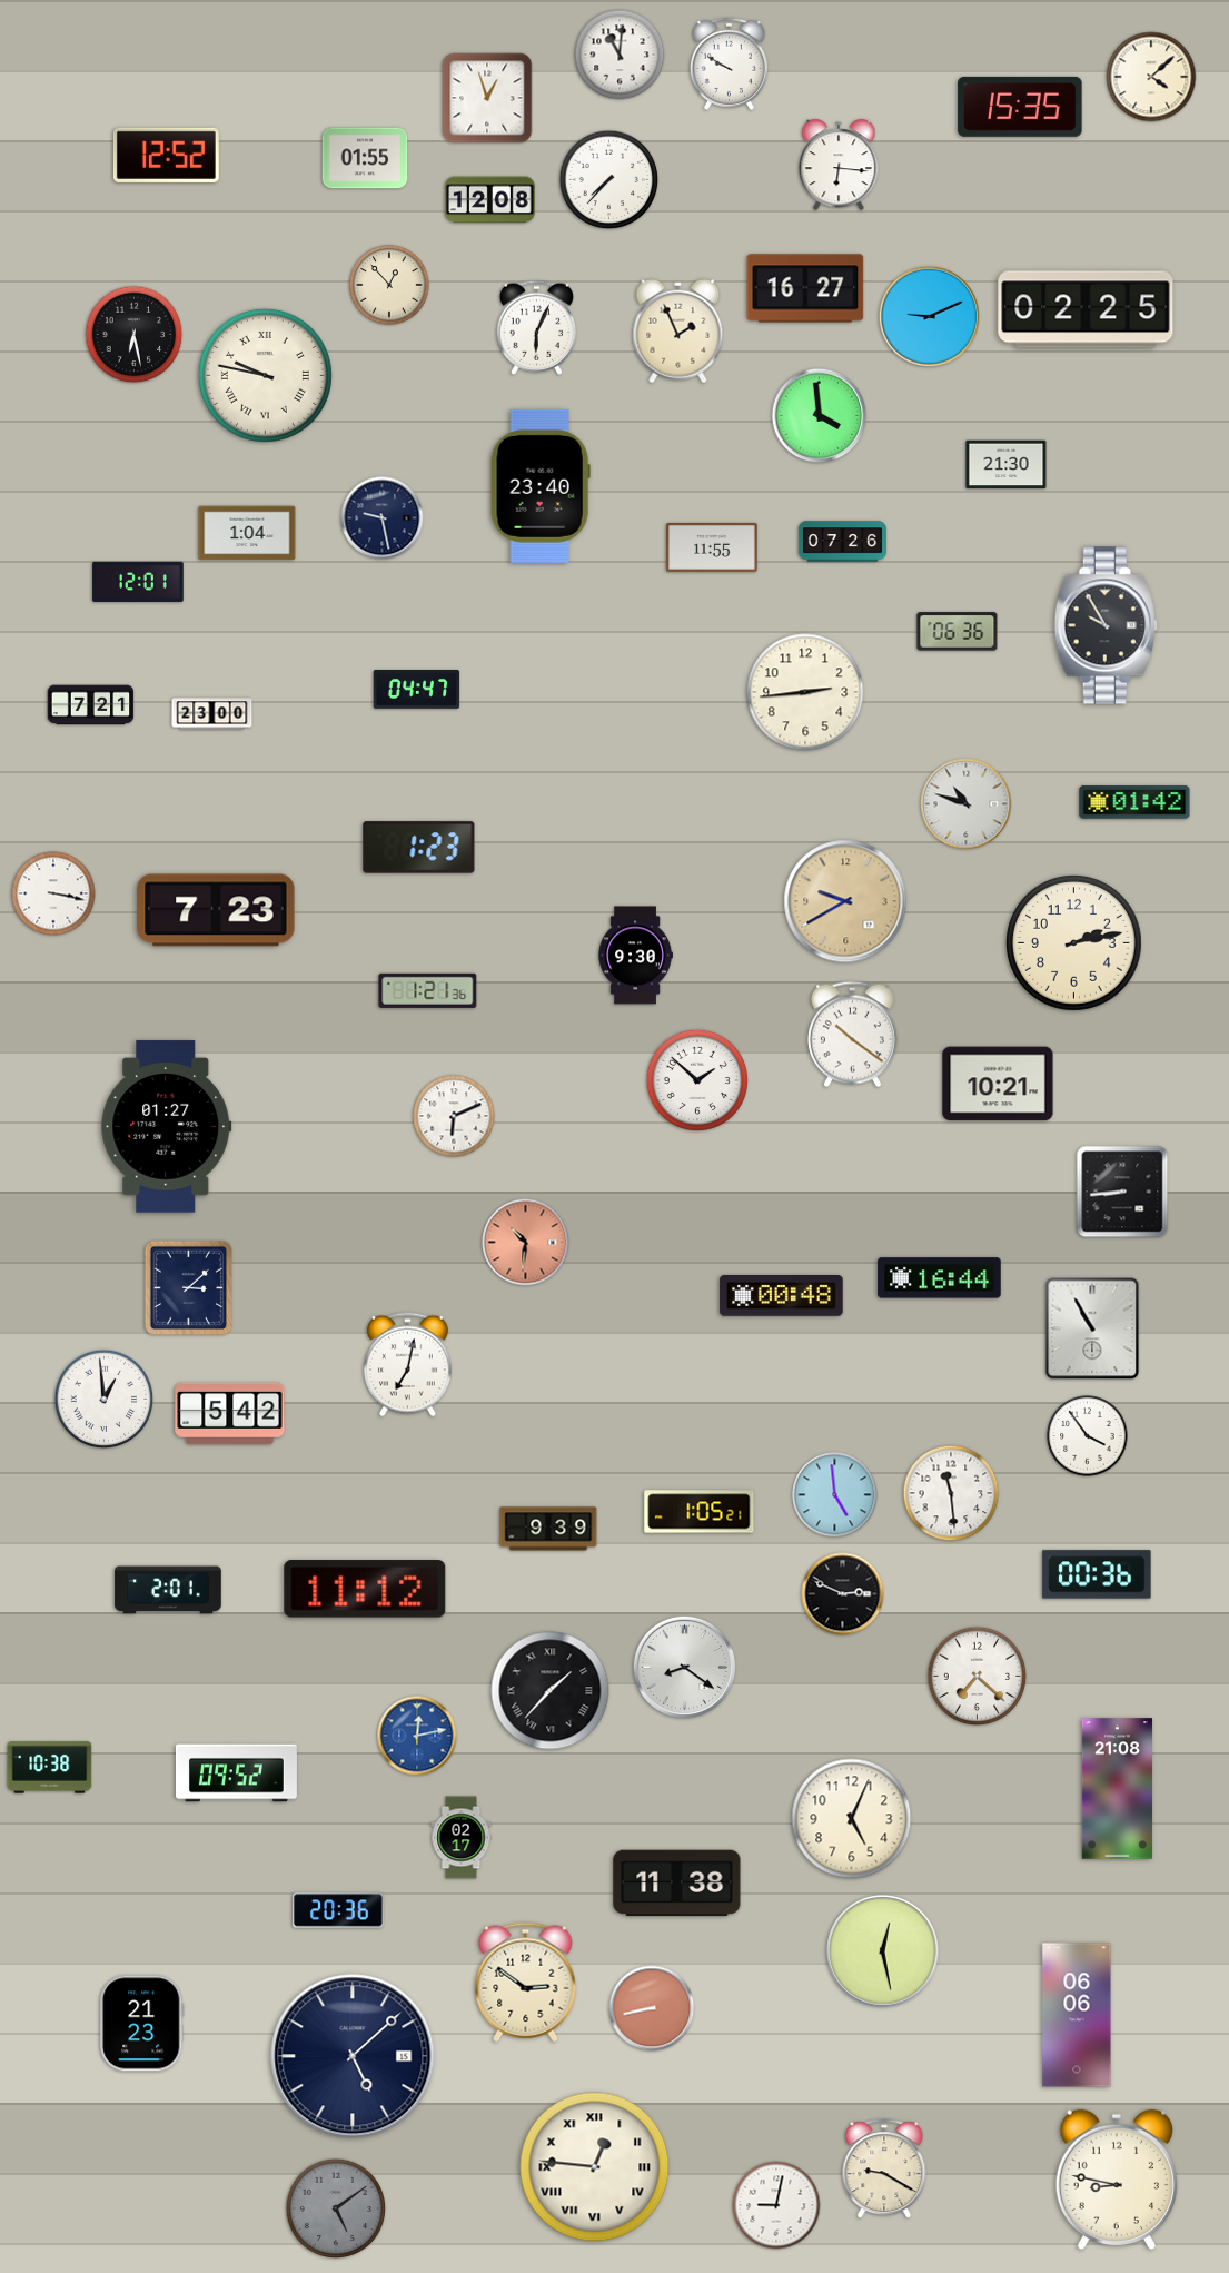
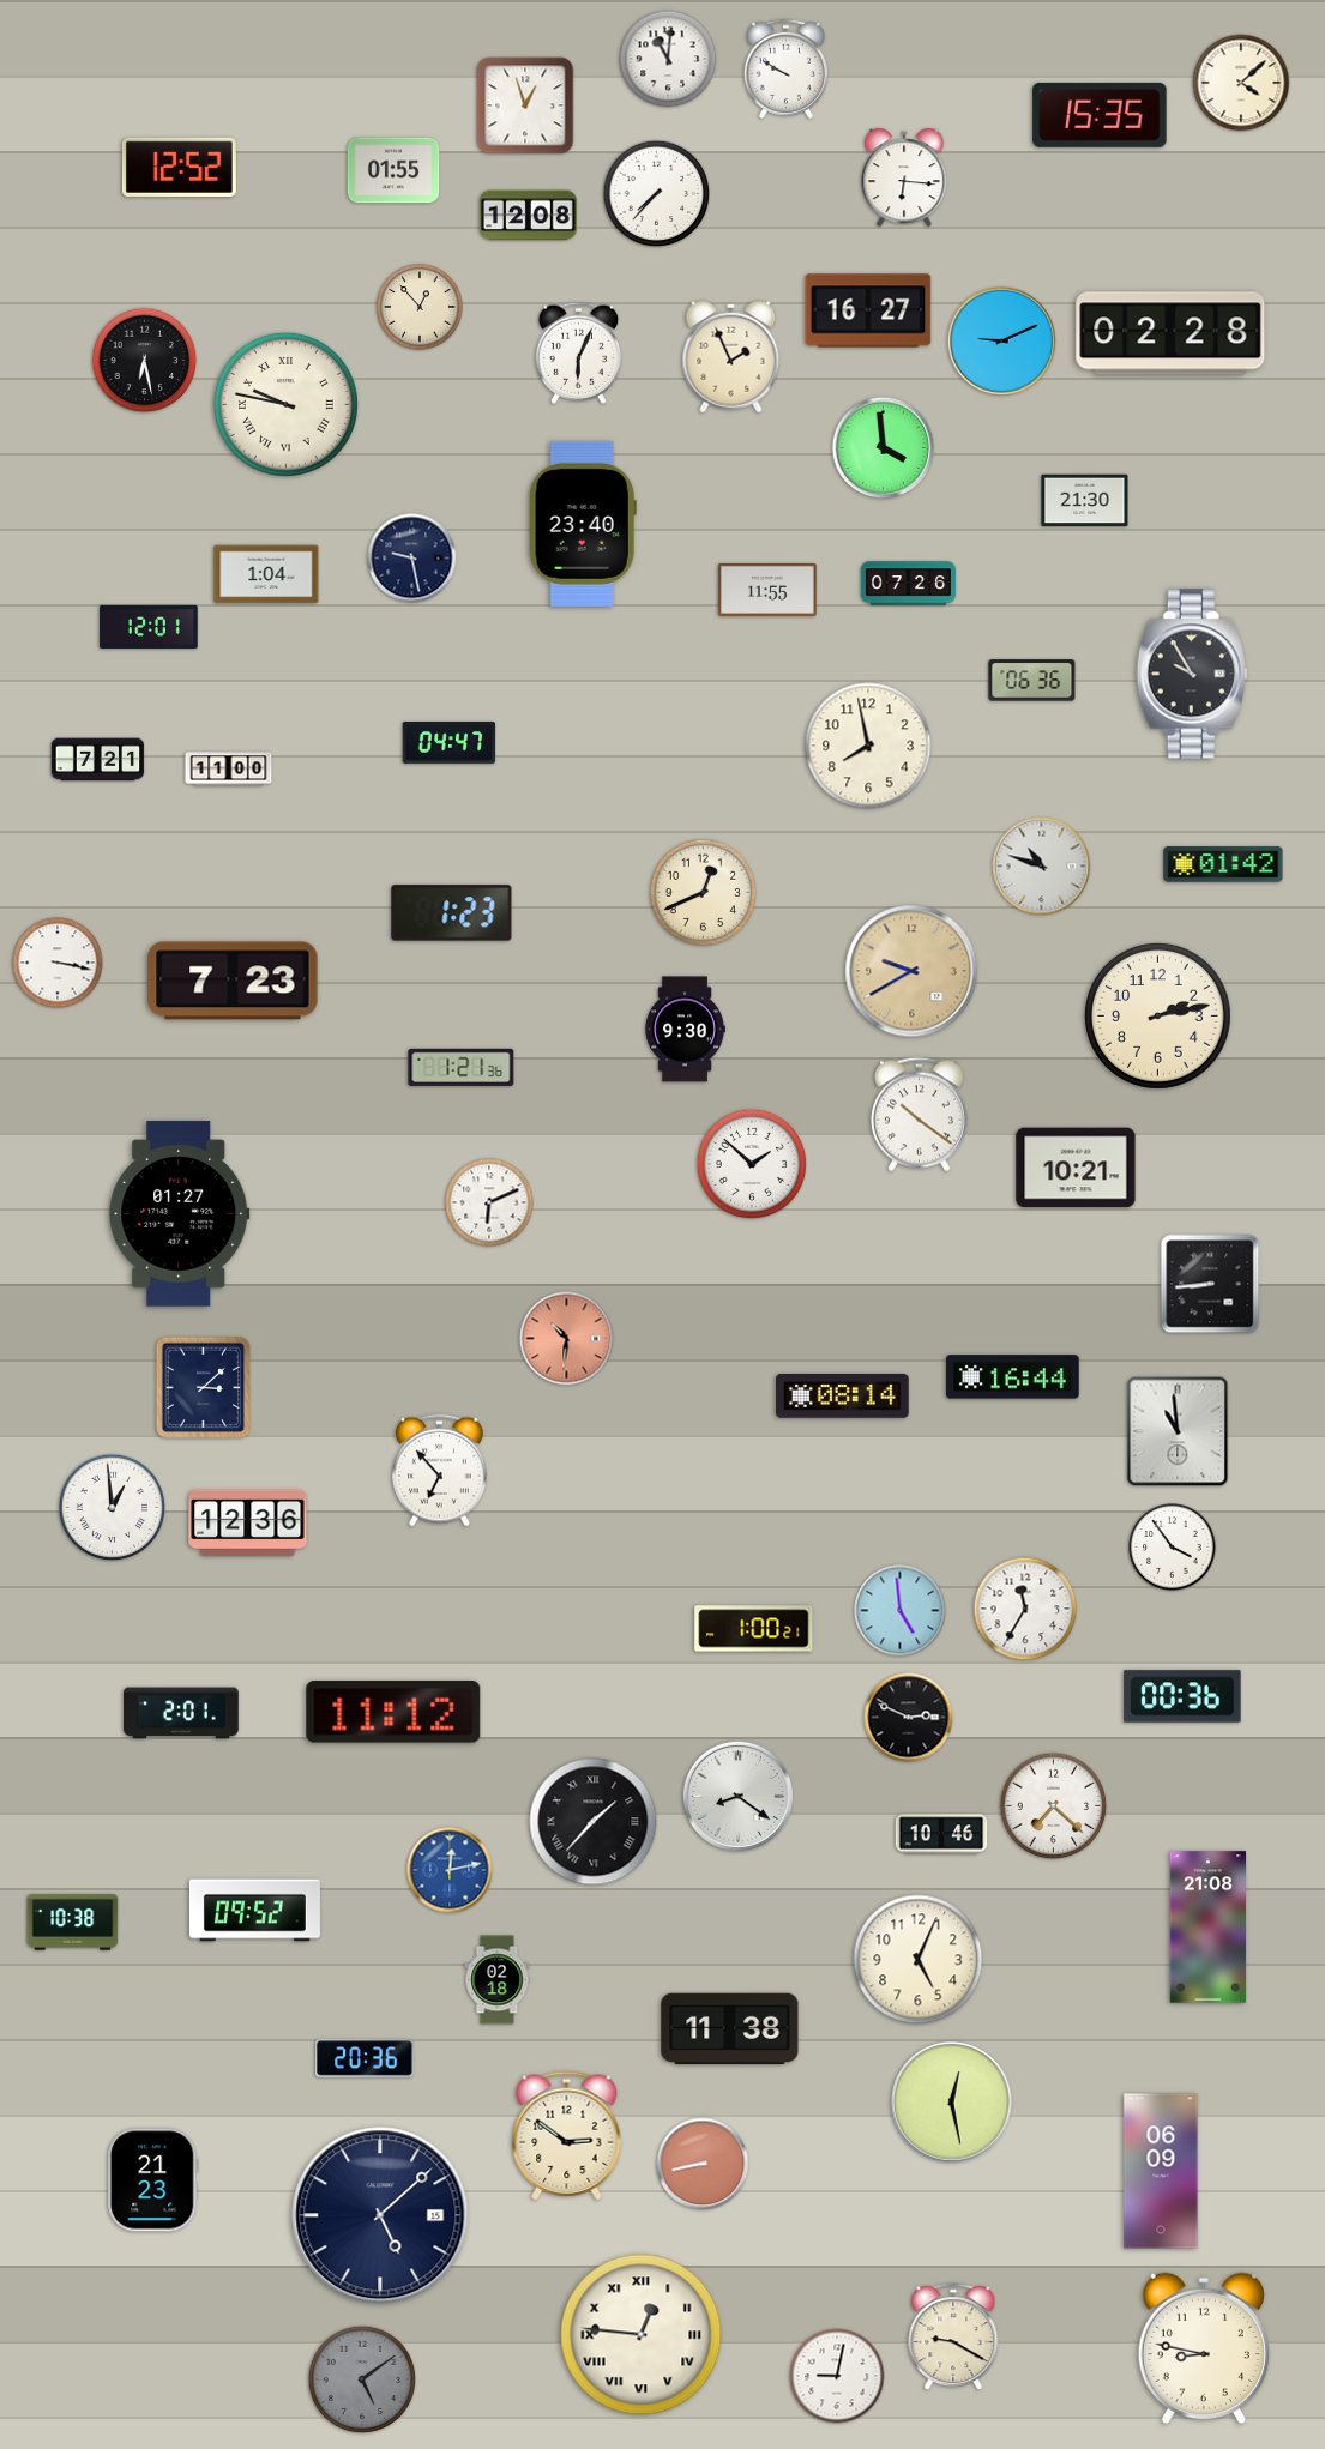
clock at (1086, 309): 02:25 -> 02:28
clock at (805, 692): 2:44 -> 7:58
clock at (212, 714): 23:00 -> 11:00
clock at (704, 893): none -> 12:41
clock at (782, 1296): 00:48 -> 08:14
clock at (1092, 1328): 10:55 -> 10:59
clock at (408, 1365): 7:02 -> 6:53
clock at (230, 1413): 5:42 -> 12:36
clock at (951, 1493): 11:29 -> 11:35
clock at (700, 1512): 1:05 -> 1:00
clock at (548, 1529): 9:39 -> none
clock at (941, 1834): none -> 10:46
clock at (50, 1768) position: (50, 1768) -> (73, 1923)
clock at (1118, 1789) position: (1118, 1789) -> (1209, 1928)
clock at (462, 1838): 02:17 -> 02:18
clock at (1077, 2015): 06:06 -> 06:09
